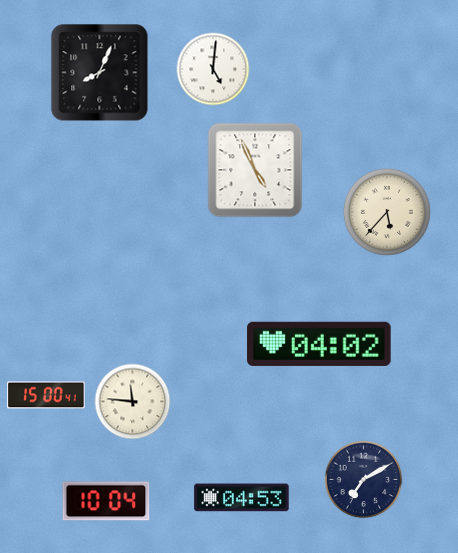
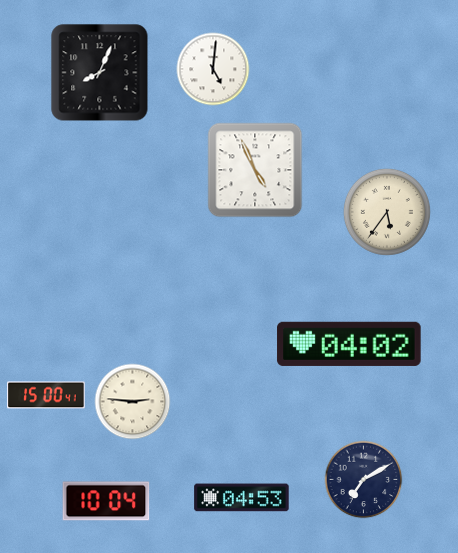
clock at (387, 212): 5:37 -> 5:36
clock at (319, 344) position: (319, 344) -> (349, 344)
clock at (133, 402): 11:46 -> 2:46
